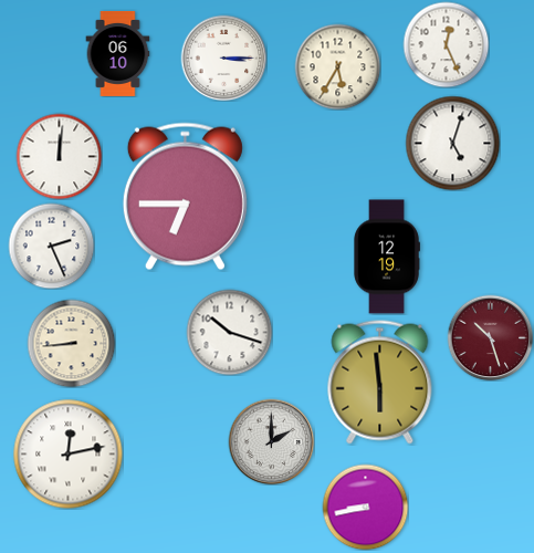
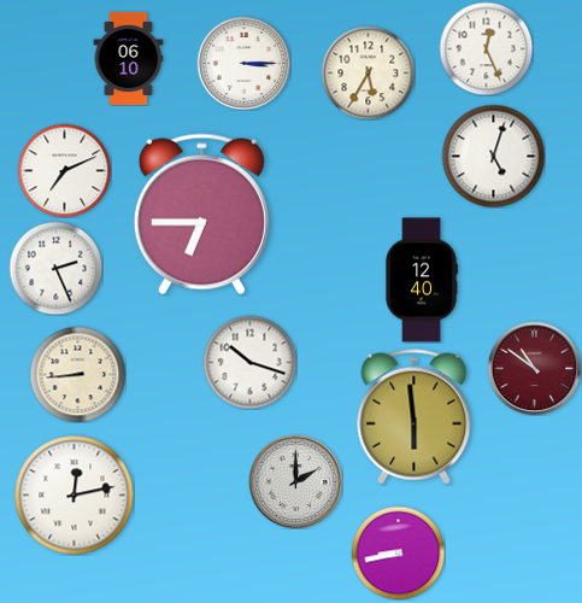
clock at (59, 156): 12:01 -> 7:11
clock at (387, 257): 12:19 -> 12:40
clock at (490, 337): 10:27 -> 10:51
